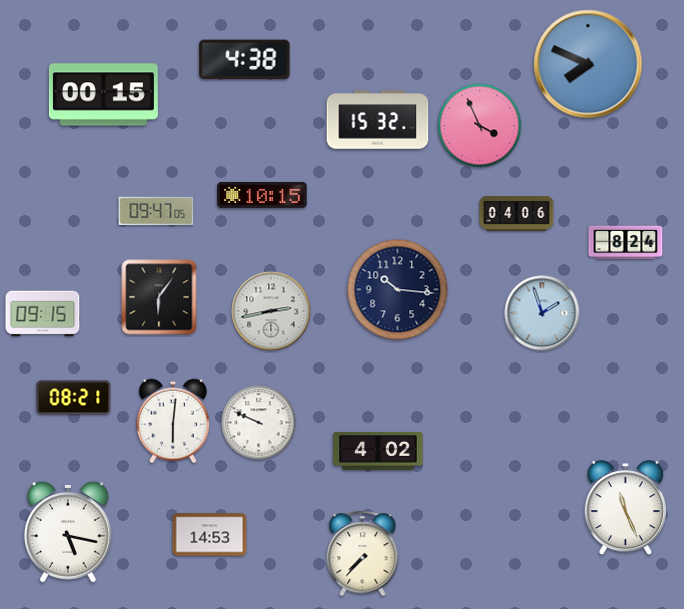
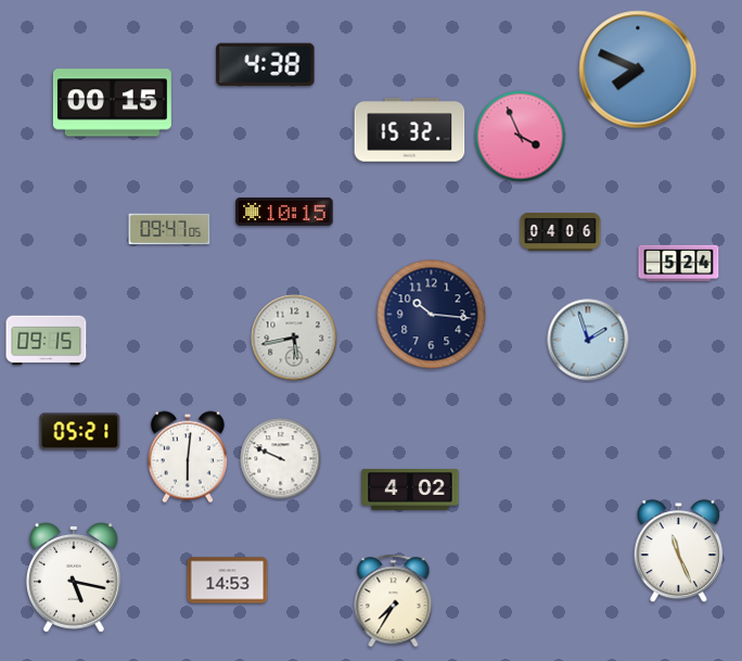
clock at (626, 243): 8:24 -> 5:24
clock at (159, 297): 6:06 -> none
clock at (271, 311): 2:43 -> 5:43
clock at (74, 398): 08:21 -> 05:21
clock at (363, 554): 7:37 -> 7:35
